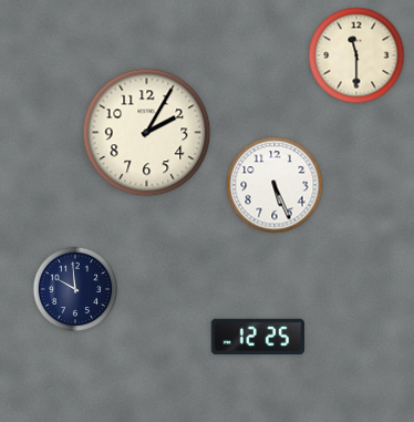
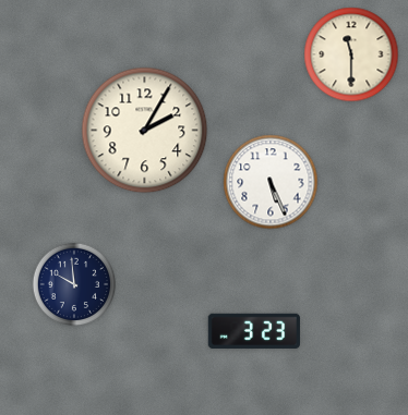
clock at (258, 337): 12:25 -> 3:23
